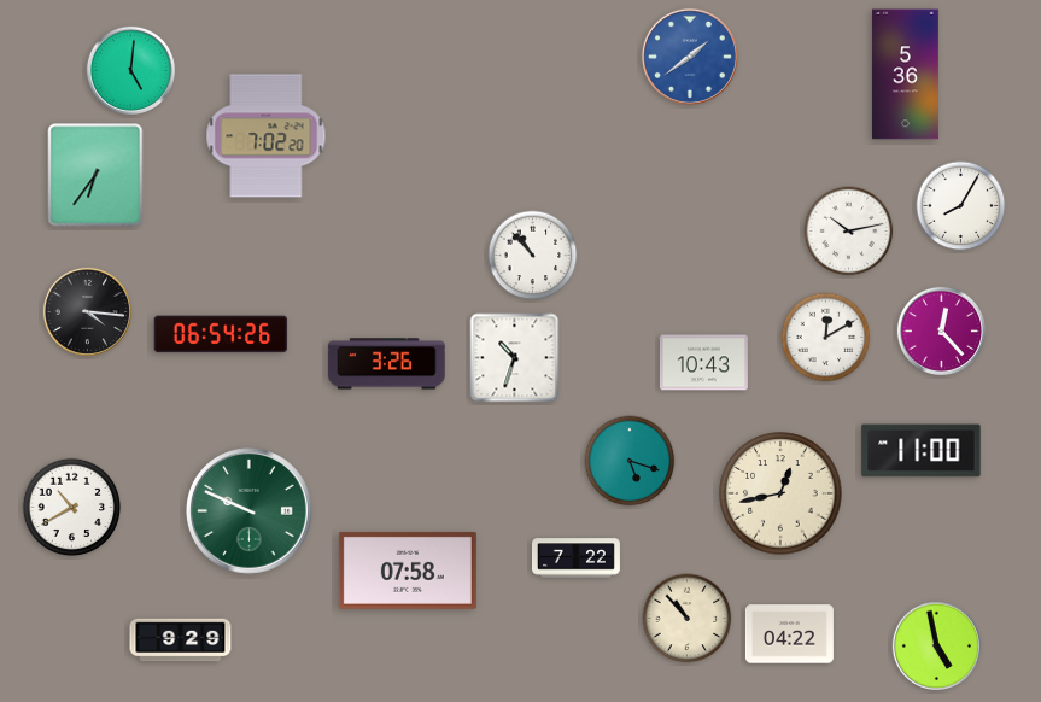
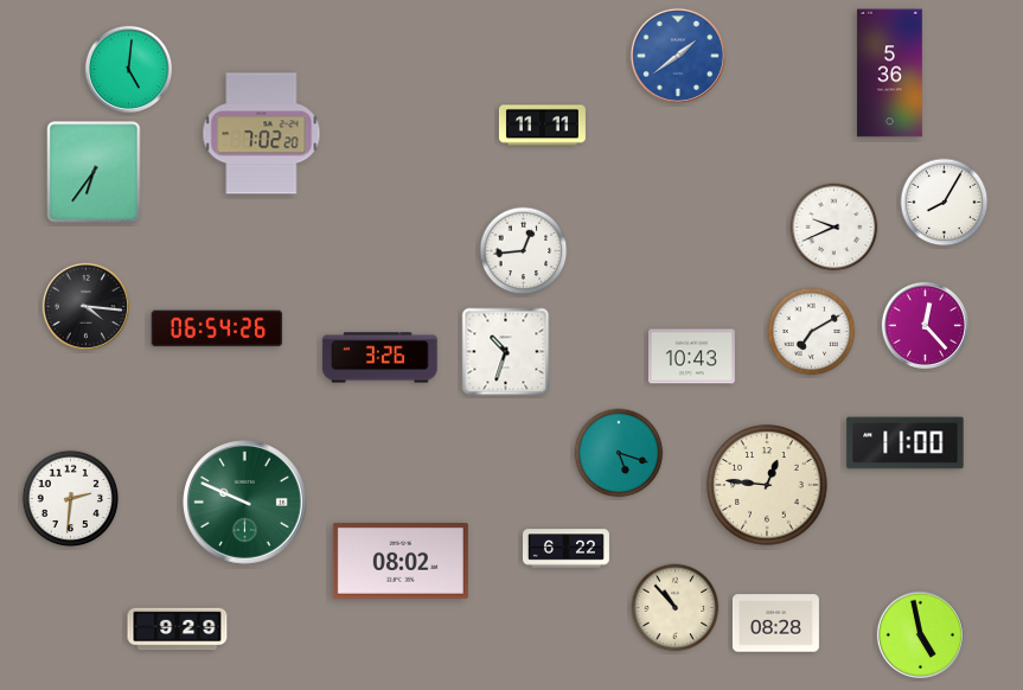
clock at (542, 126): none -> 11:11
clock at (849, 232): 10:13 -> 9:41
clock at (533, 256): 10:53 -> 12:44
clock at (826, 338): 12:10 -> 7:10
clock at (780, 493): 12:43 -> 12:46
clock at (72, 508): 10:40 -> 2:31
clock at (575, 558): 7:22 -> 6:22
clock at (408, 571): 07:58 -> 08:02
clock at (789, 634): 04:22 -> 08:28
